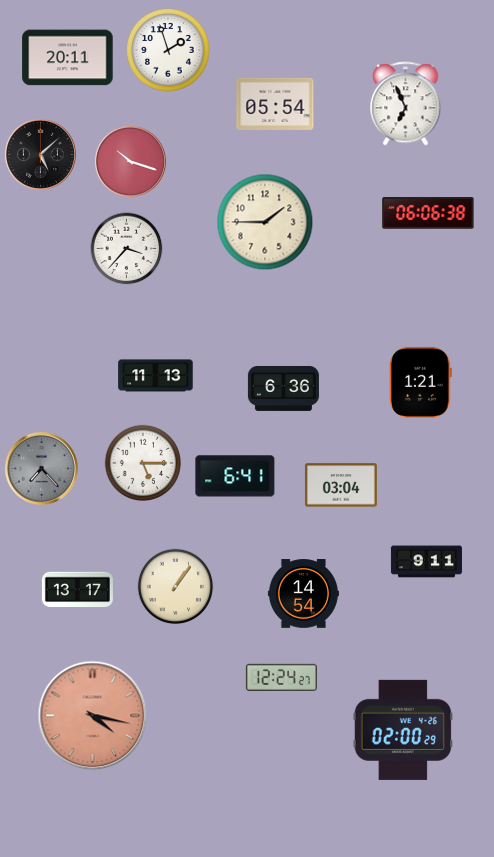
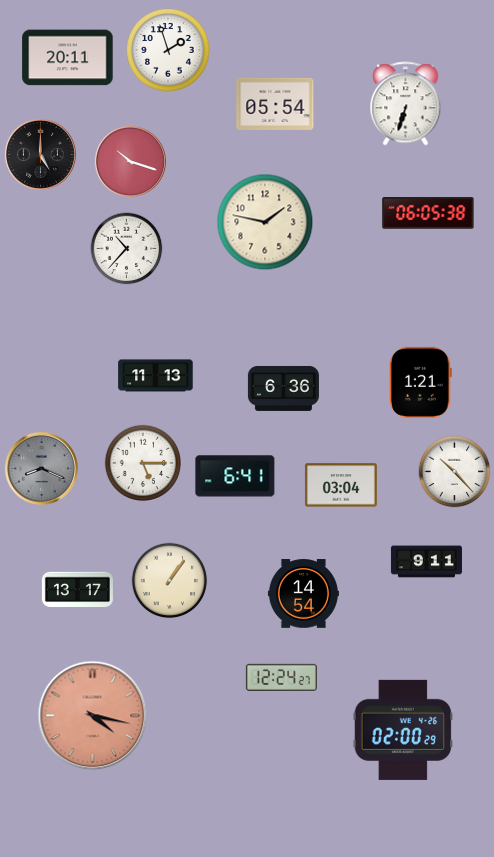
clock at (406, 104): 6:56 -> 6:33
clock at (40, 154): 5:08 -> 5:00
clock at (428, 213): 06:06 -> 06:05
clock at (265, 222): 1:45 -> 1:47
clock at (127, 249): 3:37 -> 10:37
clock at (41, 468): 7:23 -> 8:19
clock at (455, 472): none -> 10:23
clock at (176, 587) position: (176, 587) -> (170, 581)
